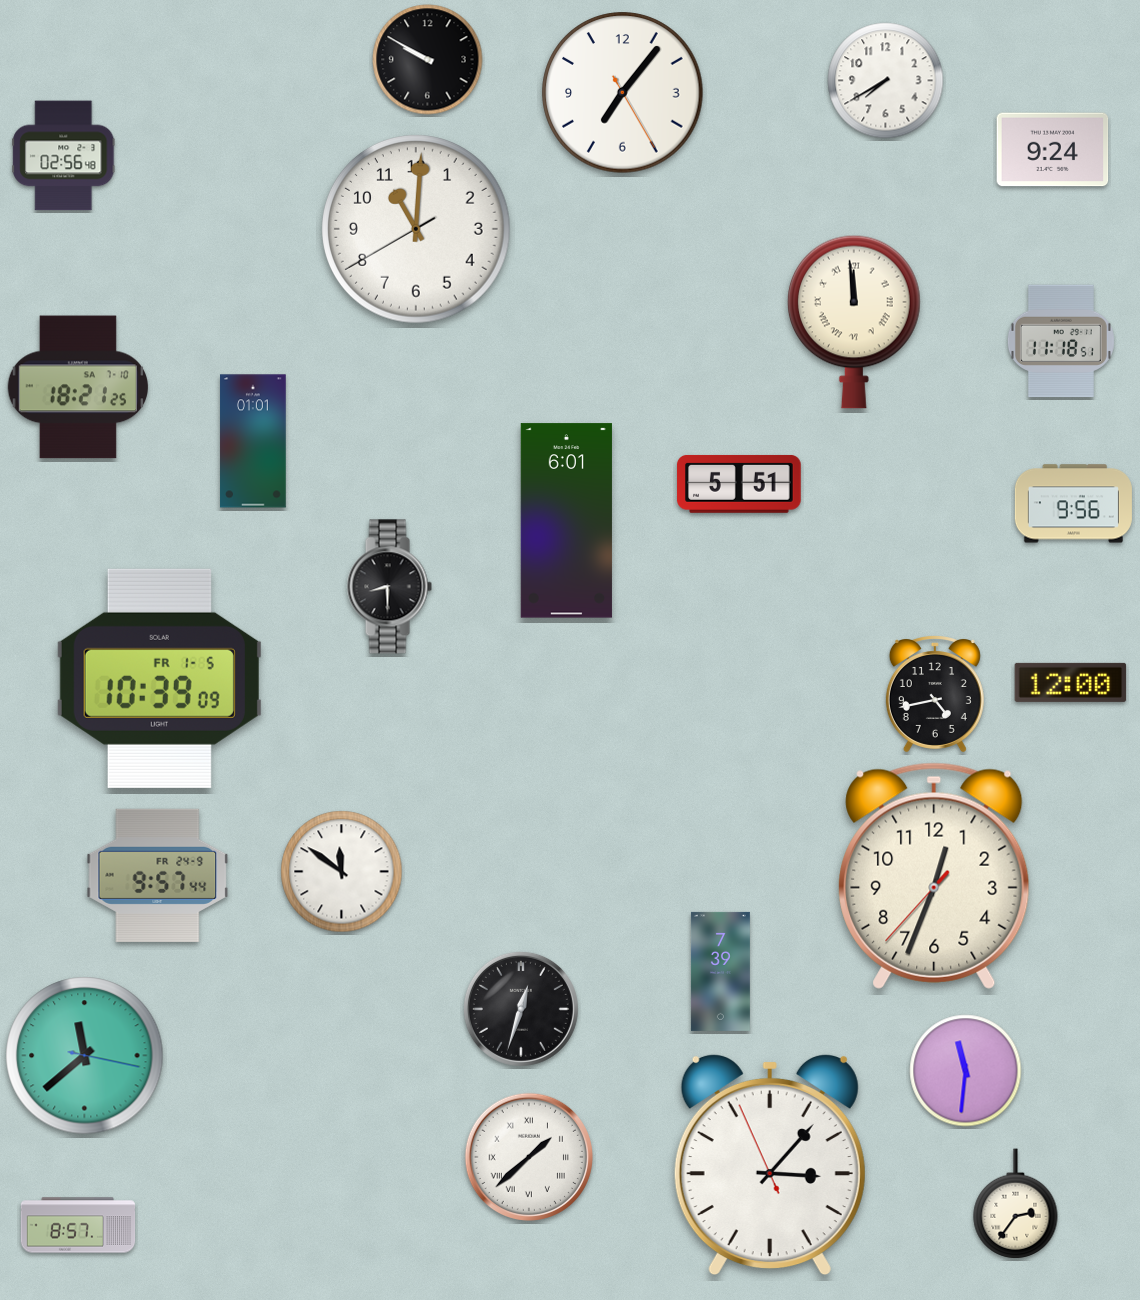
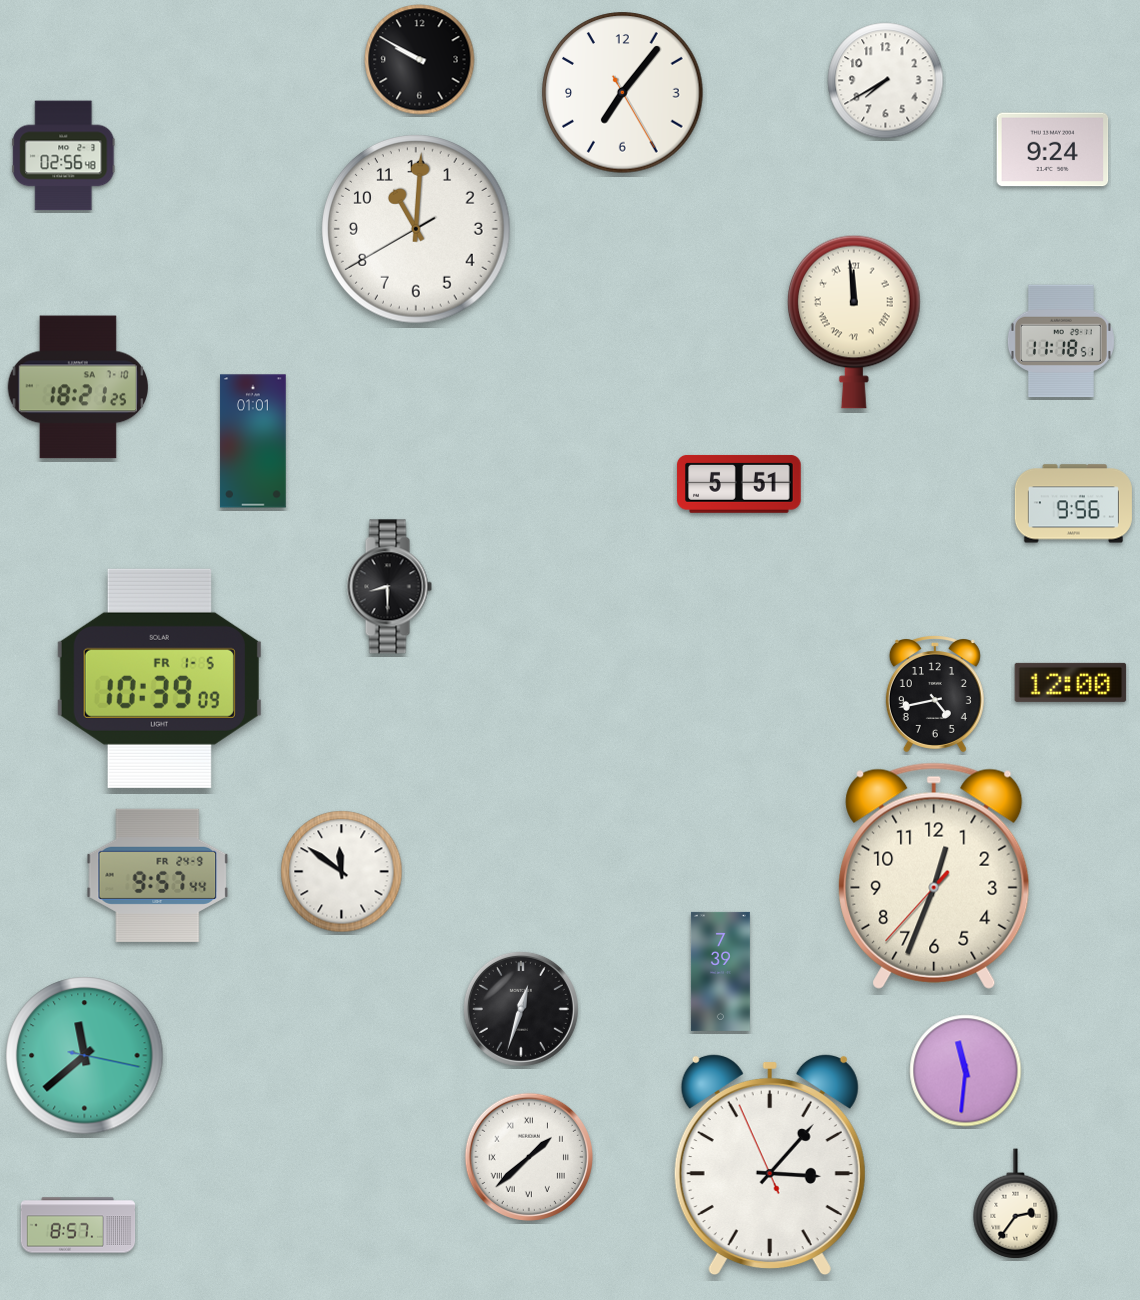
clock at (428, 60) position: (428, 60) -> (420, 60)
clock at (566, 521): 6:01 -> none
